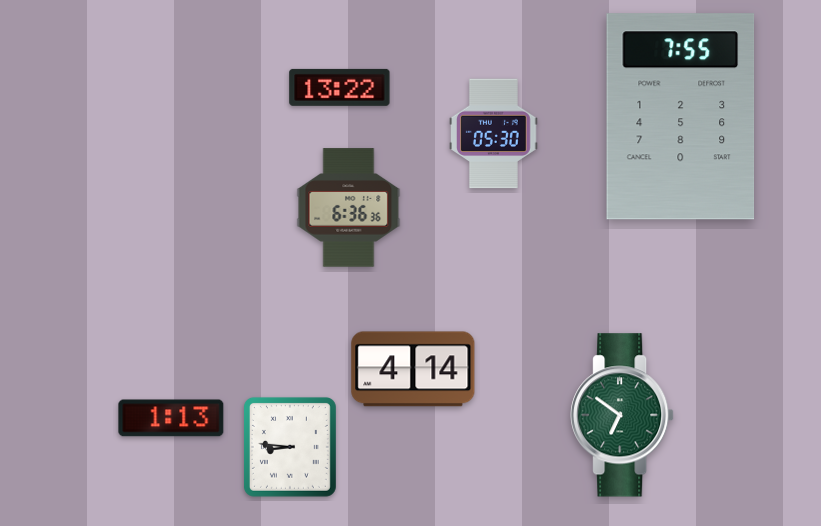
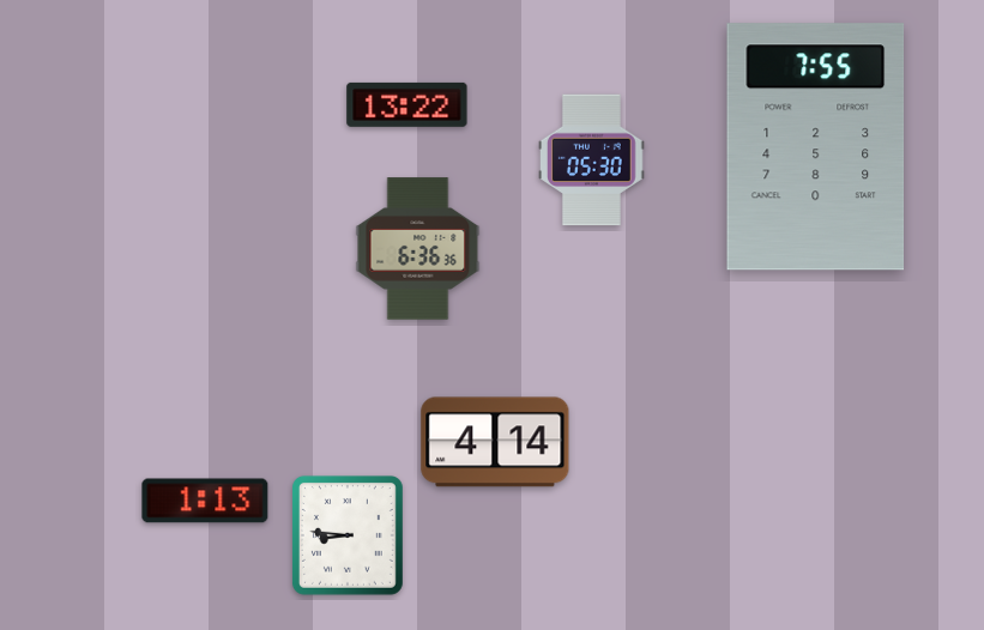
clock at (681, 117) position: (681, 117) -> (816, 147)
clock at (622, 415): 6:51 -> none
